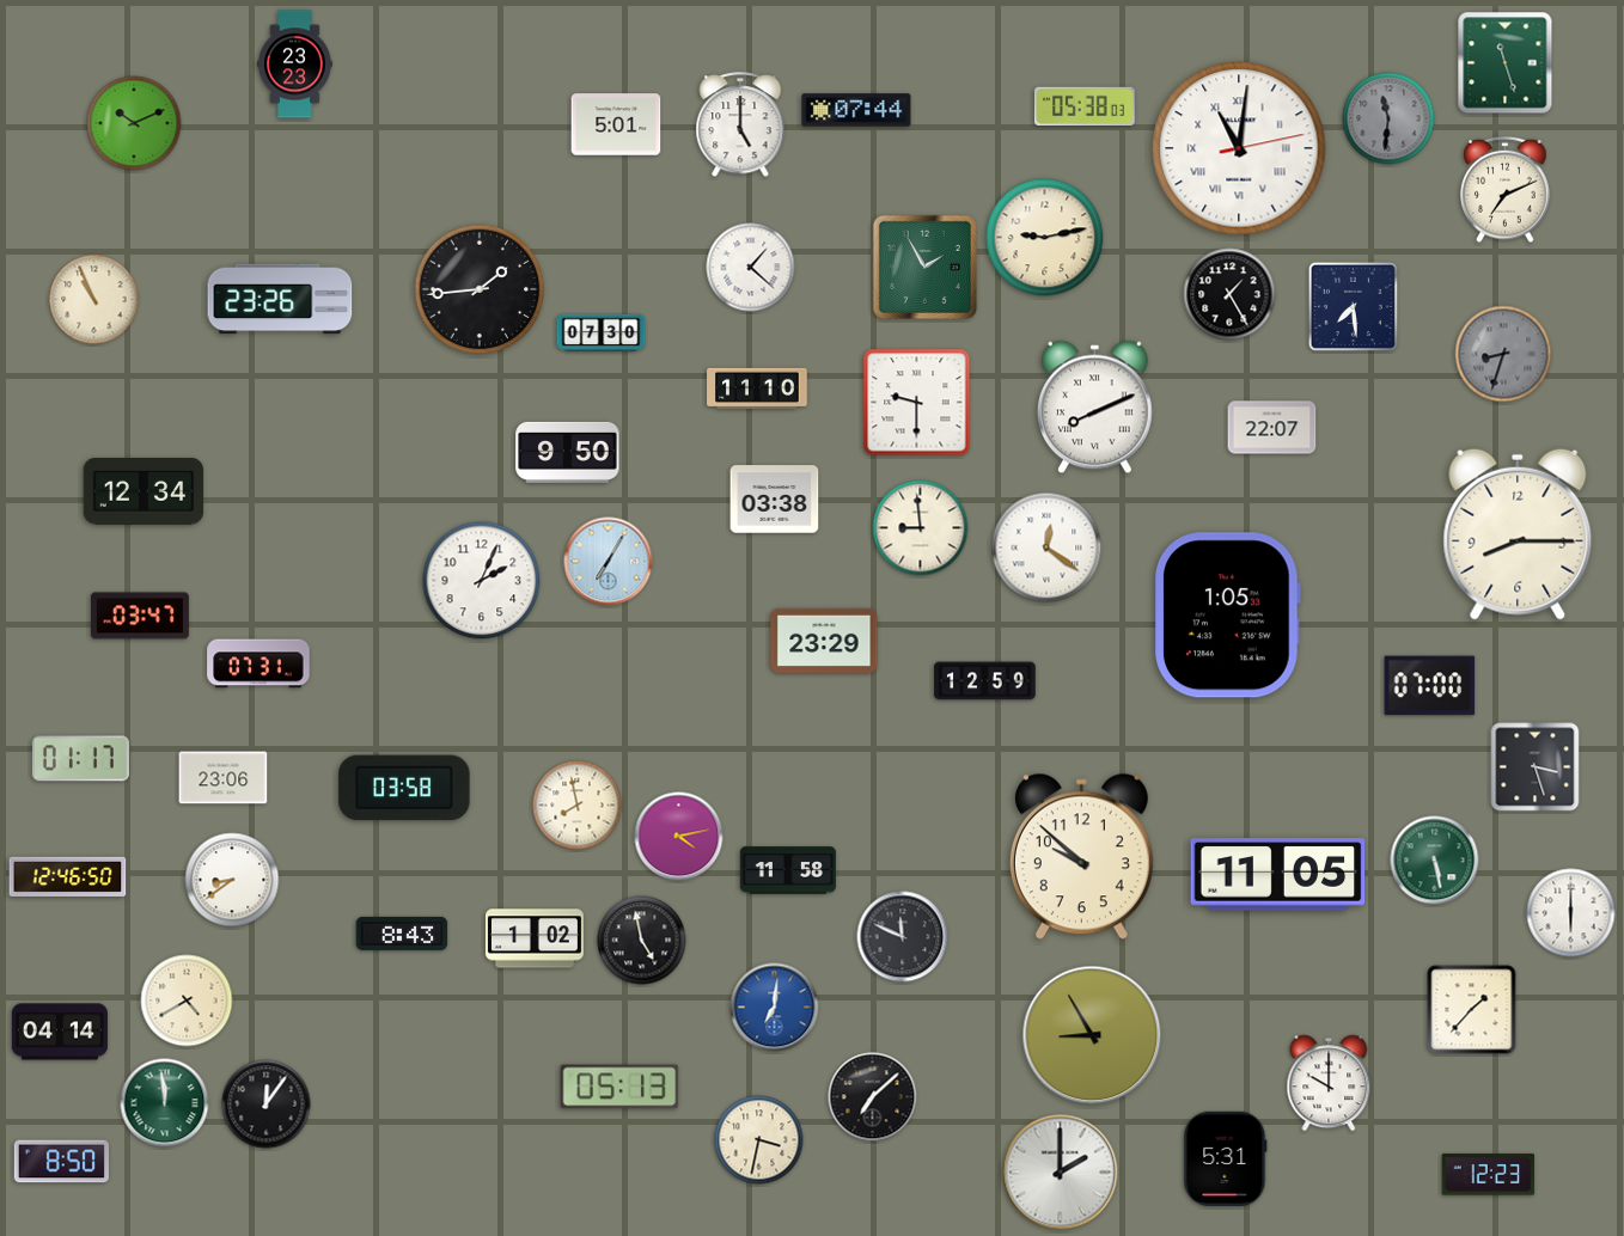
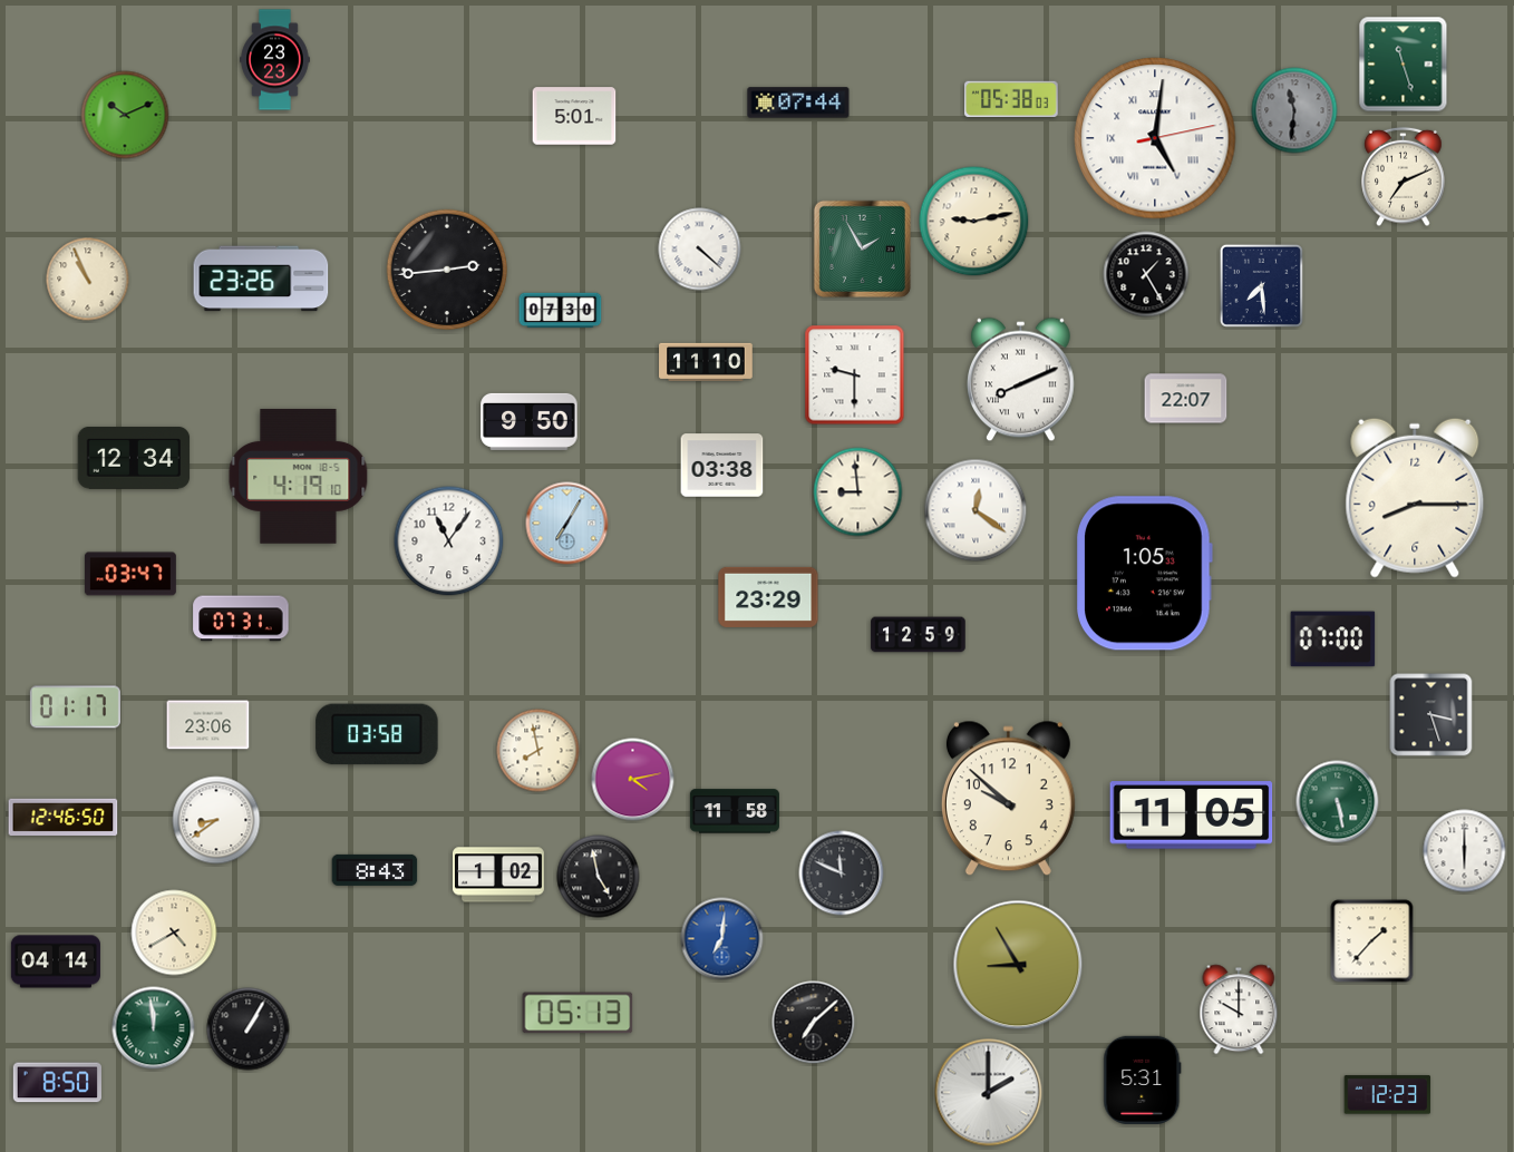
clock at (1506, 63) position: (1506, 63) -> (1404, 65)
clock at (740, 126): 5:00 -> none
clock at (1239, 148): 11:01 -> 5:01
clock at (751, 268): 1:22 -> 4:22
clock at (480, 289): 1:44 -> 2:44
clock at (1503, 354): 8:33 -> none
clock at (299, 476): none -> 4:19
clock at (482, 581): 2:04 -> 11:06
clock at (267, 1105): 12:06 -> 1:05
clock at (759, 1140): 3:32 -> none
